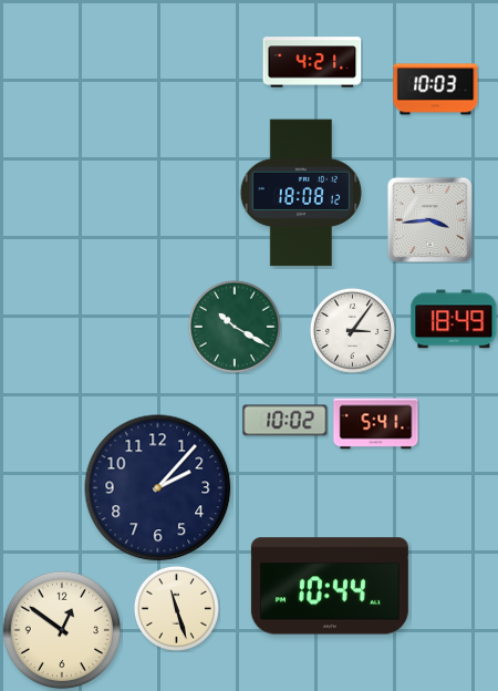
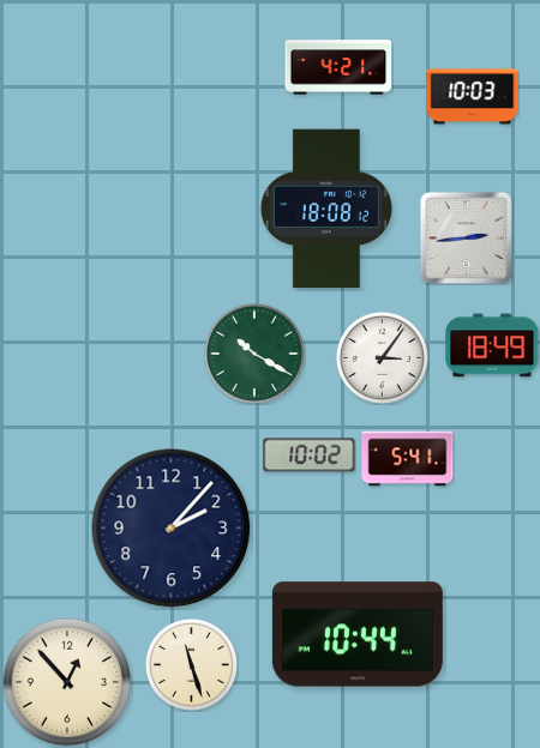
clock at (429, 219): 3:44 -> 2:44
clock at (176, 608) position: (176, 608) -> (191, 664)
clock at (62, 630): 12:51 -> 12:53
